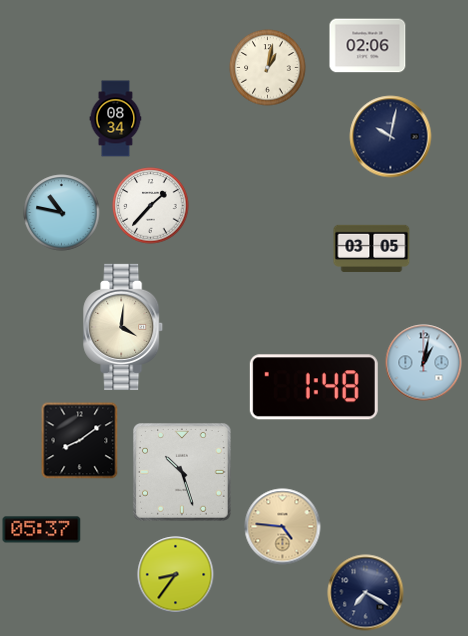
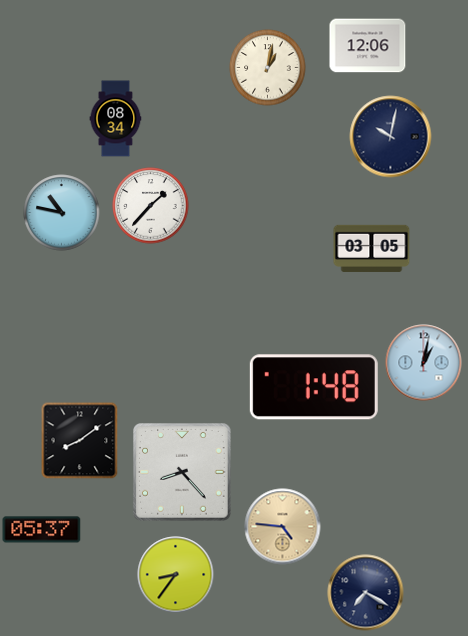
clock at (368, 46): 02:06 -> 12:06
clock at (124, 327): 4:01 -> none
clock at (183, 473): 10:27 -> 8:23
